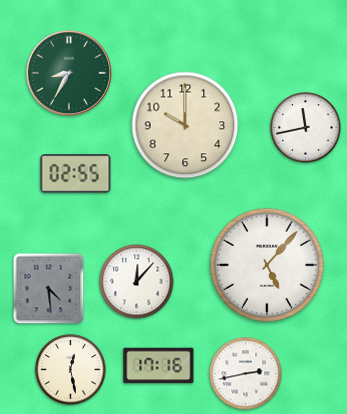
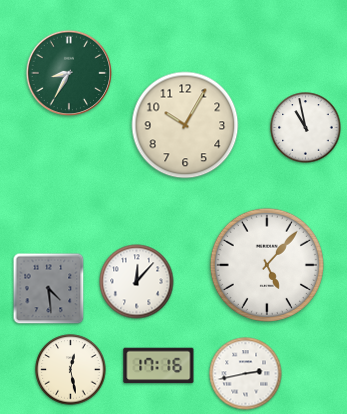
clock at (185, 125): 10:00 -> 10:05
clock at (306, 128): 11:43 -> 10:58
clock at (76, 174): 02:55 -> none
